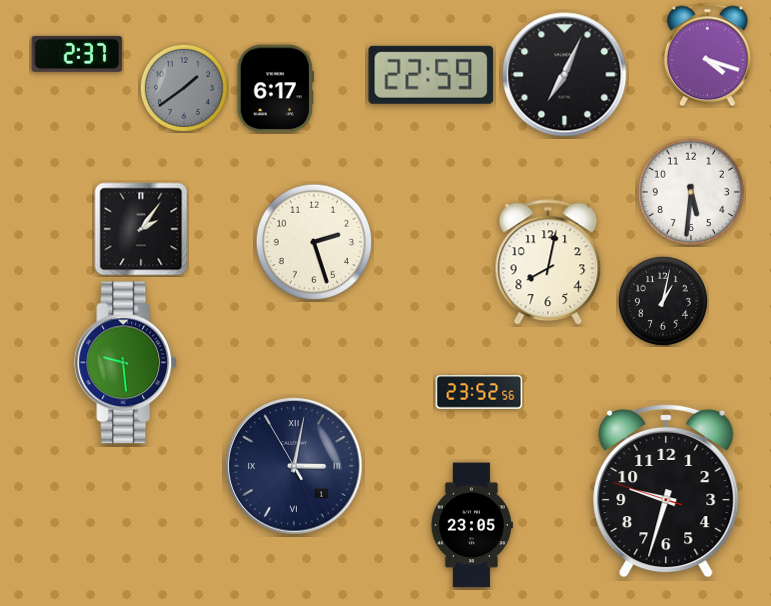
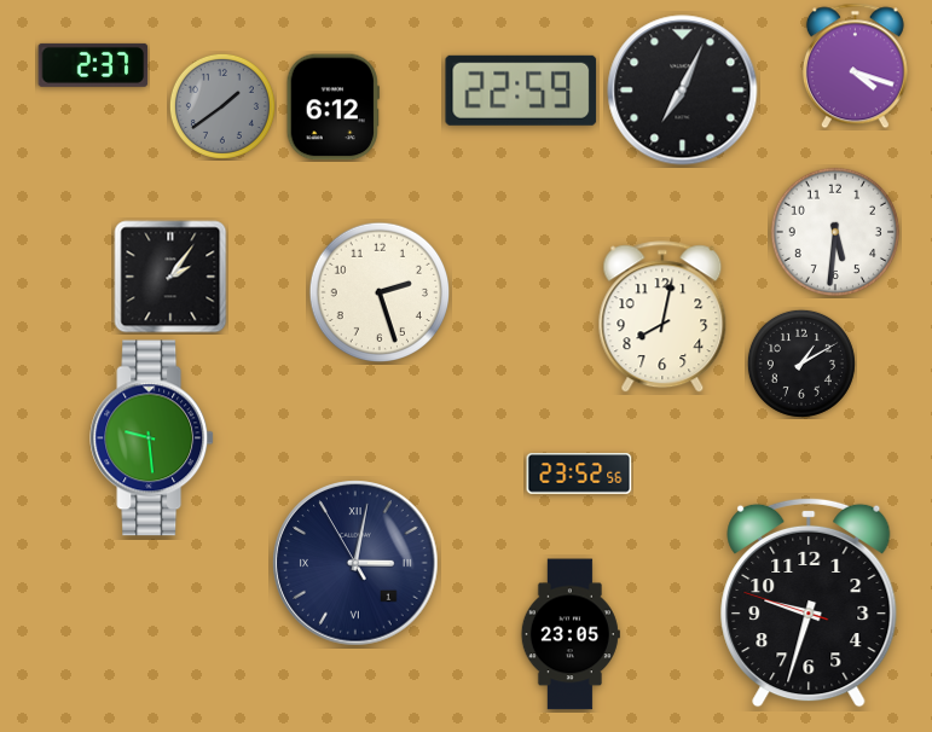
clock at (275, 89): 6:17 -> 6:12
clock at (663, 301): 1:02 -> 1:10
clock at (666, 491) position: (666, 491) -> (809, 603)
